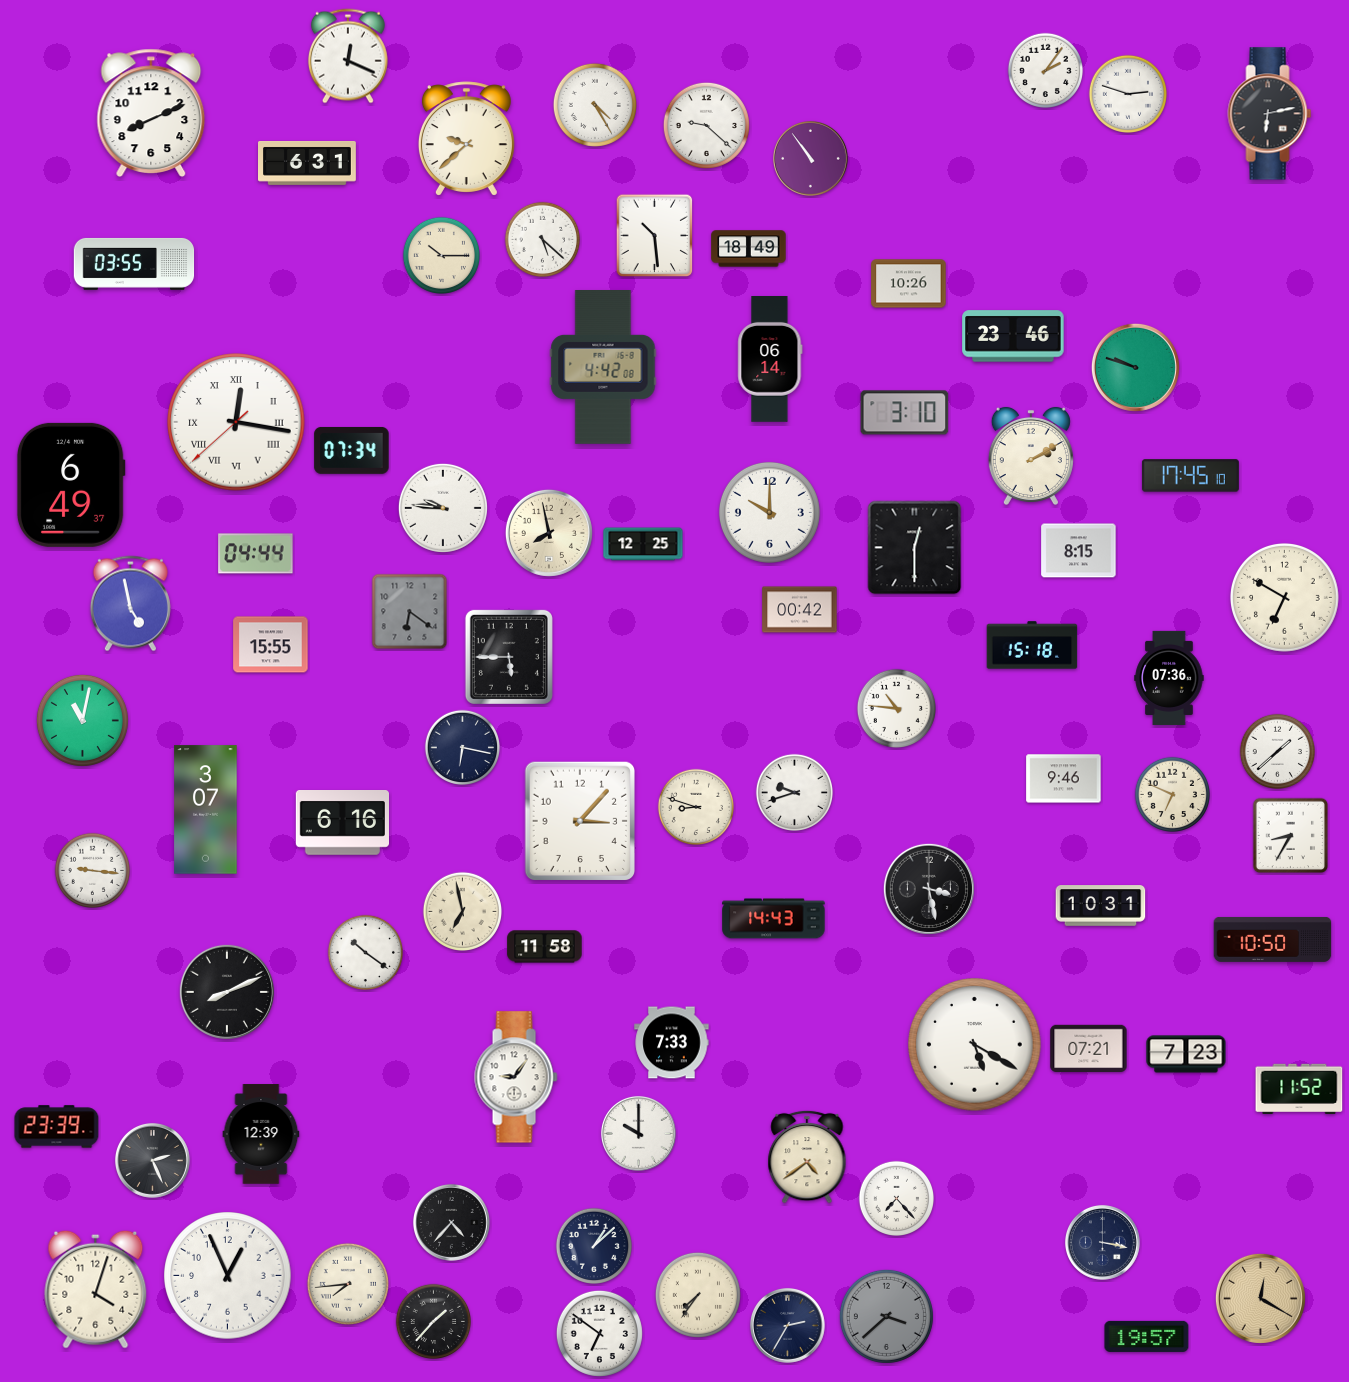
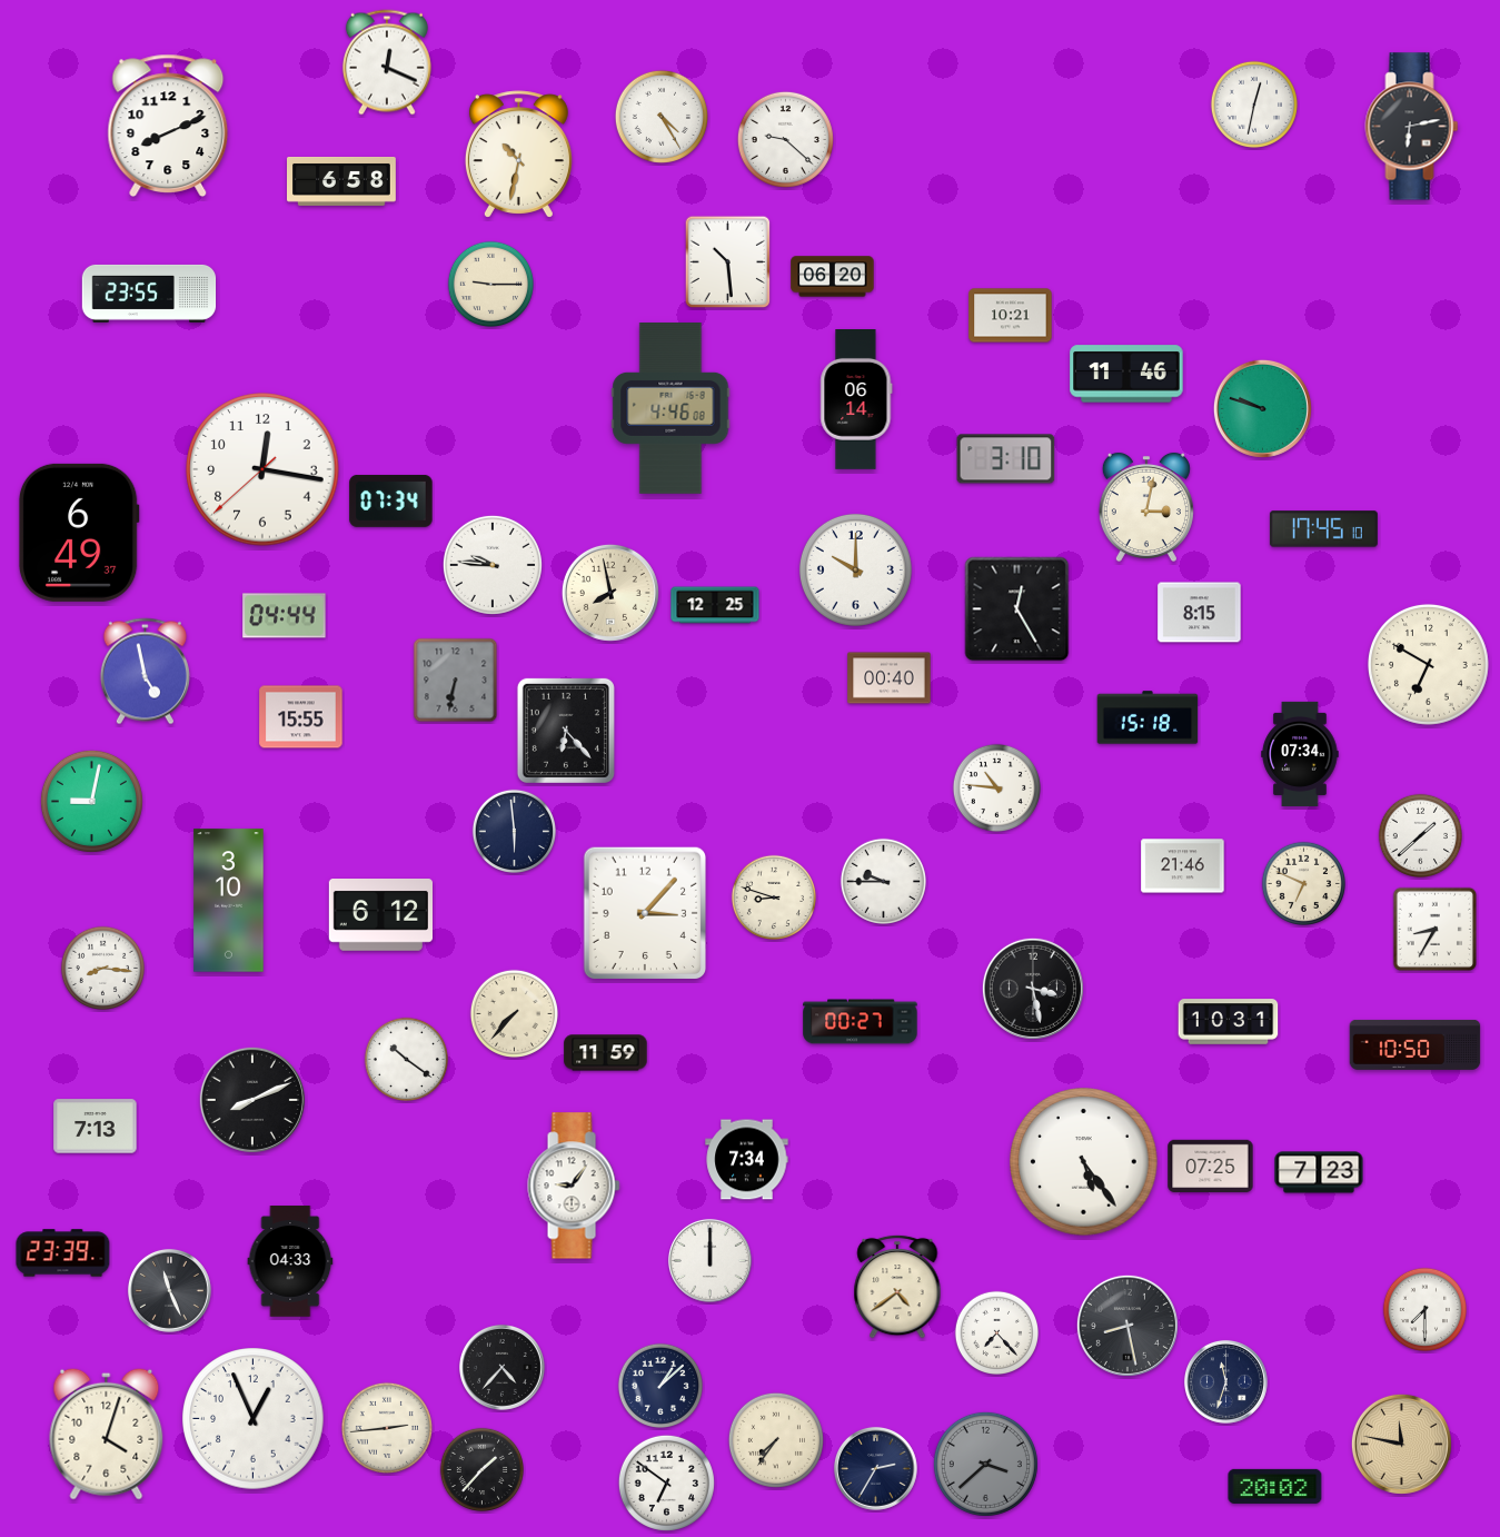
clock at (1045, 70): 2:06 -> none
clock at (1127, 93): 2:48 -> 12:32
clock at (466, 139): 9:38 -> 10:32
clock at (811, 159): 10:54 -> none
clock at (308, 164): 6:31 -> 6:58
clock at (542, 239): 5:22 -> none
clock at (749, 249): 18:49 -> 06:20
clock at (441, 255): 10:15 -> 9:15
clock at (134, 264): 03:55 -> 23:55
clock at (909, 284): 10:26 -> 10:21
clock at (1013, 336): 23:46 -> 11:46
clock at (603, 368): 4:42 -> 4:46
clock at (236, 422) numerals: Roman -> Arabic
clock at (1031, 456): 2:10 -> 3:02
clock at (71, 485) position: (71, 485) -> (79, 533)
clock at (915, 548): 12:30 -> 12:25
clock at (800, 610): 00:42 -> 00:40
clock at (410, 612): 6:21 -> 6:32
clock at (509, 657): 5:45 -> 6:23
clock at (1169, 678): 07:36 -> 07:34
clock at (82, 720): 11:02 -> 9:02
clock at (462, 747): 6:17 -> 5:59
clock at (1064, 779): 9:46 -> 21:46
clock at (794, 792): 9:42 -> 9:45
clock at (206, 810): 3:07 -> 3:10
clock at (342, 823): 6:16 -> 6:12
clock at (92, 870): 9:16 -> 8:16
clock at (1101, 906) position: (1101, 906) -> (1229, 1022)
clock at (462, 911): 6:58 -> 7:37
clock at (774, 919): 14:43 -> 00:27
clock at (545, 947): 11:58 -> 11:59
clock at (227, 992) position: (227, 992) -> (252, 1100)
clock at (96, 1127): none -> 7:13
clock at (672, 1043): 7:33 -> 7:34
clock at (975, 1045): 5:20 -> 5:24
clock at (1089, 1049): 07:21 -> 07:25
clock at (516, 1077) position: (516, 1077) -> (574, 1186)
clock at (1299, 1088): 11:52 -> none
clock at (261, 1134): 12:39 -> 04:33
clock at (639, 1134): 10:00 -> 12:00
clock at (153, 1161): 2:26 -> 11:26
clock at (1424, 1309): none -> 7:30
clock at (1128, 1326): none -> 8:28
clock at (451, 1222) position: (451, 1222) -> (501, 1367)
clock at (1103, 1243): 3:17 -> 11:33
clock at (348, 1284): 7:44 -> 2:44
clock at (1260, 1298): 12:20 -> 11:47
clock at (788, 1326) position: (788, 1326) -> (876, 1469)
clock at (1147, 1336): 19:57 -> 20:02
